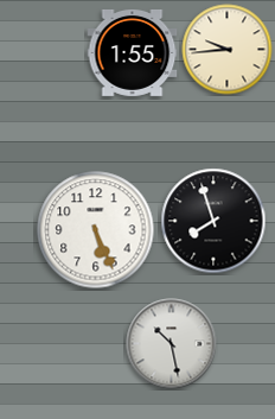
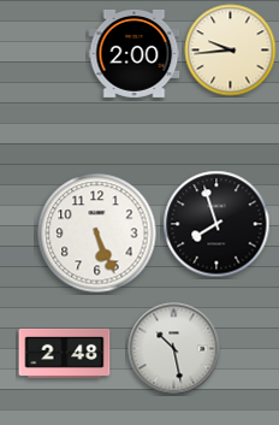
clock at (133, 52): 1:55 -> 2:00
clock at (65, 353): none -> 2:48
